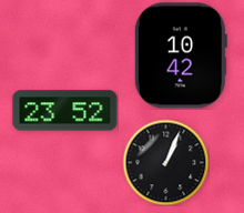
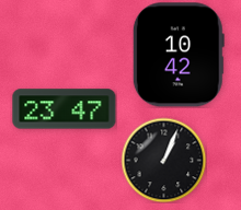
clock at (65, 111): 23:52 -> 23:47
